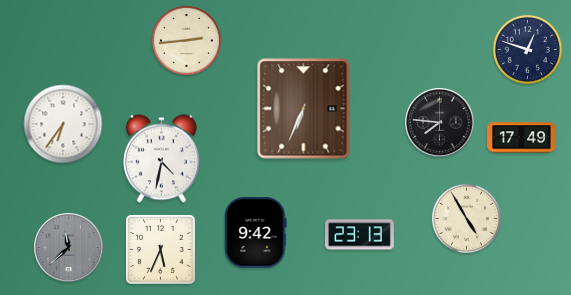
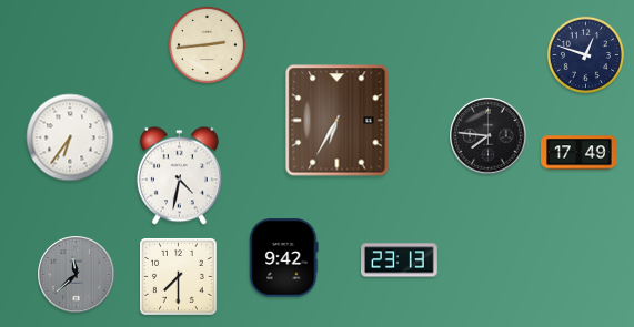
clock at (304, 109): 6:34 -> 6:35
clock at (466, 218): 4:55 -> none
clock at (161, 250): 5:34 -> 7:30
